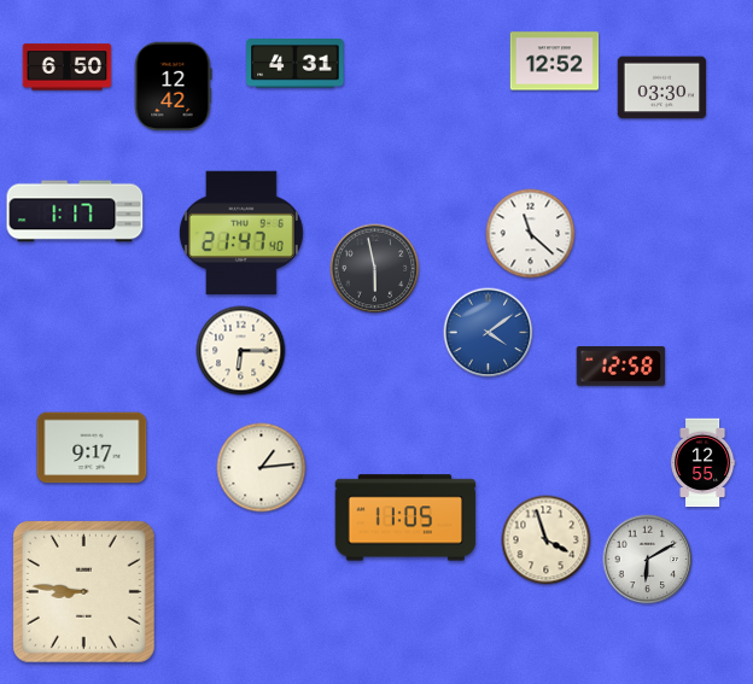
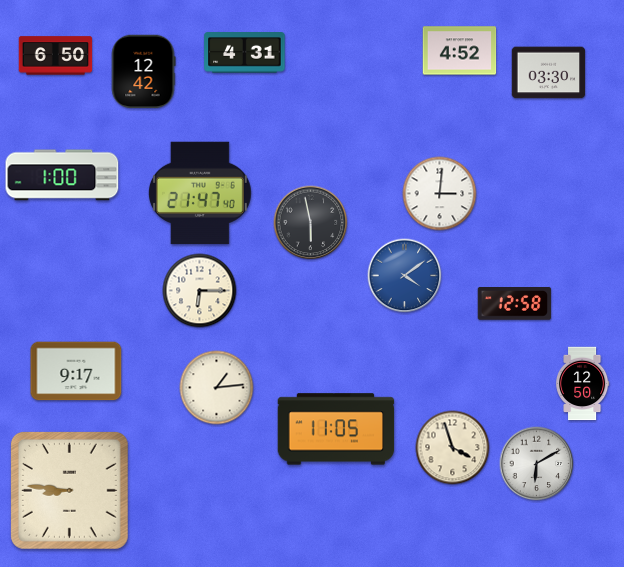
clock at (555, 62): 12:52 -> 4:52
clock at (75, 211): 1:17 -> 1:00
clock at (531, 234): 11:22 -> 3:01
clock at (704, 463): 12:55 -> 12:50
